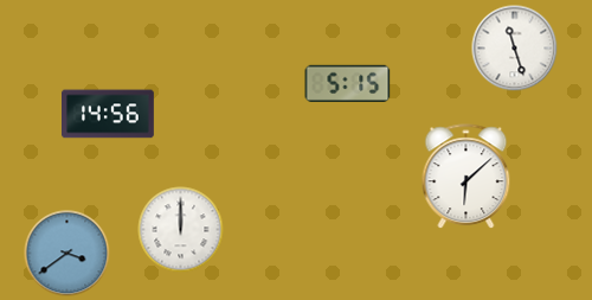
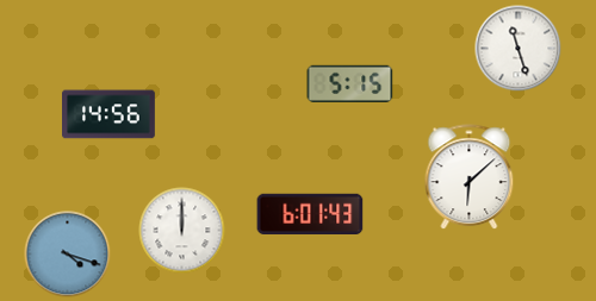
clock at (310, 213): none -> 6:01
clock at (67, 254): 3:39 -> 4:18
